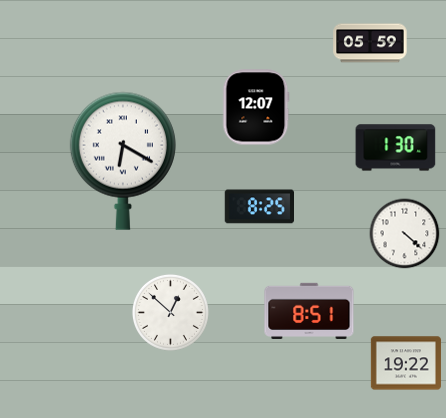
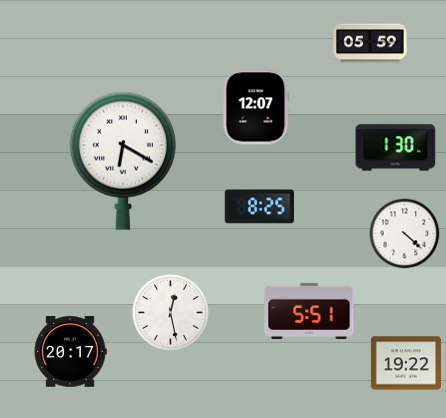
clock at (309, 310): 8:51 -> 5:51
clock at (170, 312): 12:52 -> 12:28
clock at (70, 352): none -> 20:17
